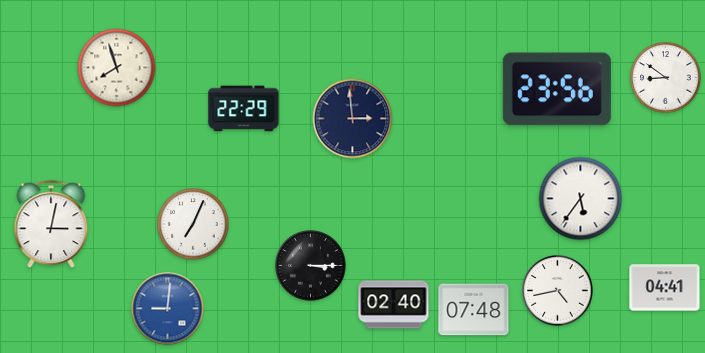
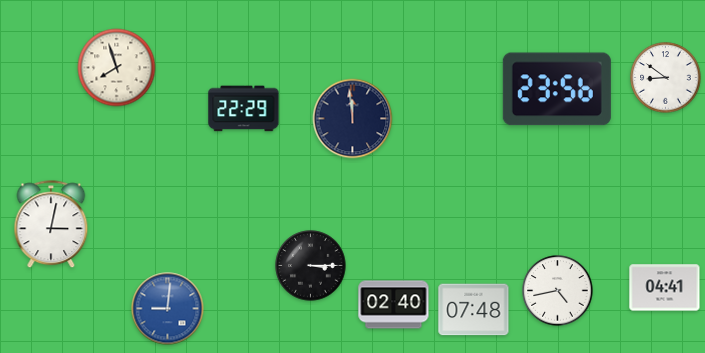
clock at (353, 119): 2:59 -> 11:59
clock at (581, 199): 5:36 -> none
clock at (193, 224): 7:04 -> none
